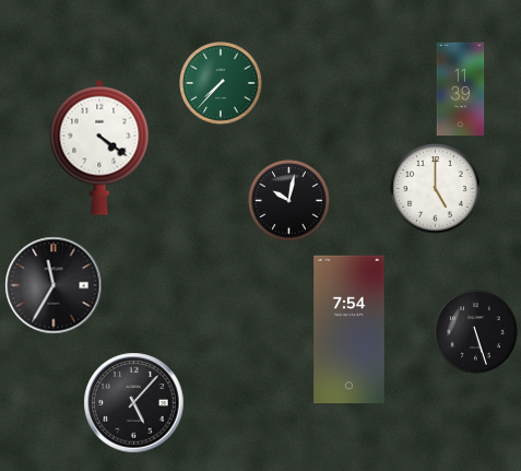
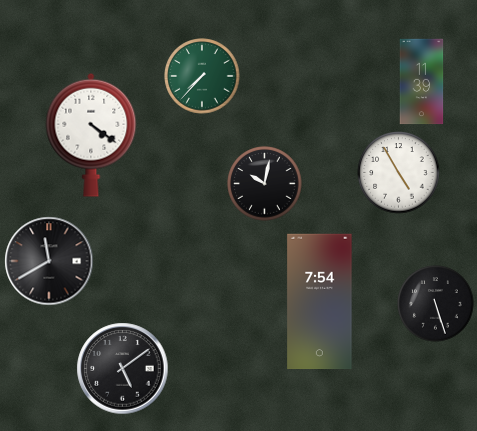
clock at (436, 189): 5:00 -> 4:55
clock at (54, 285): 11:35 -> 11:40
clock at (134, 403): 5:07 -> 5:09
